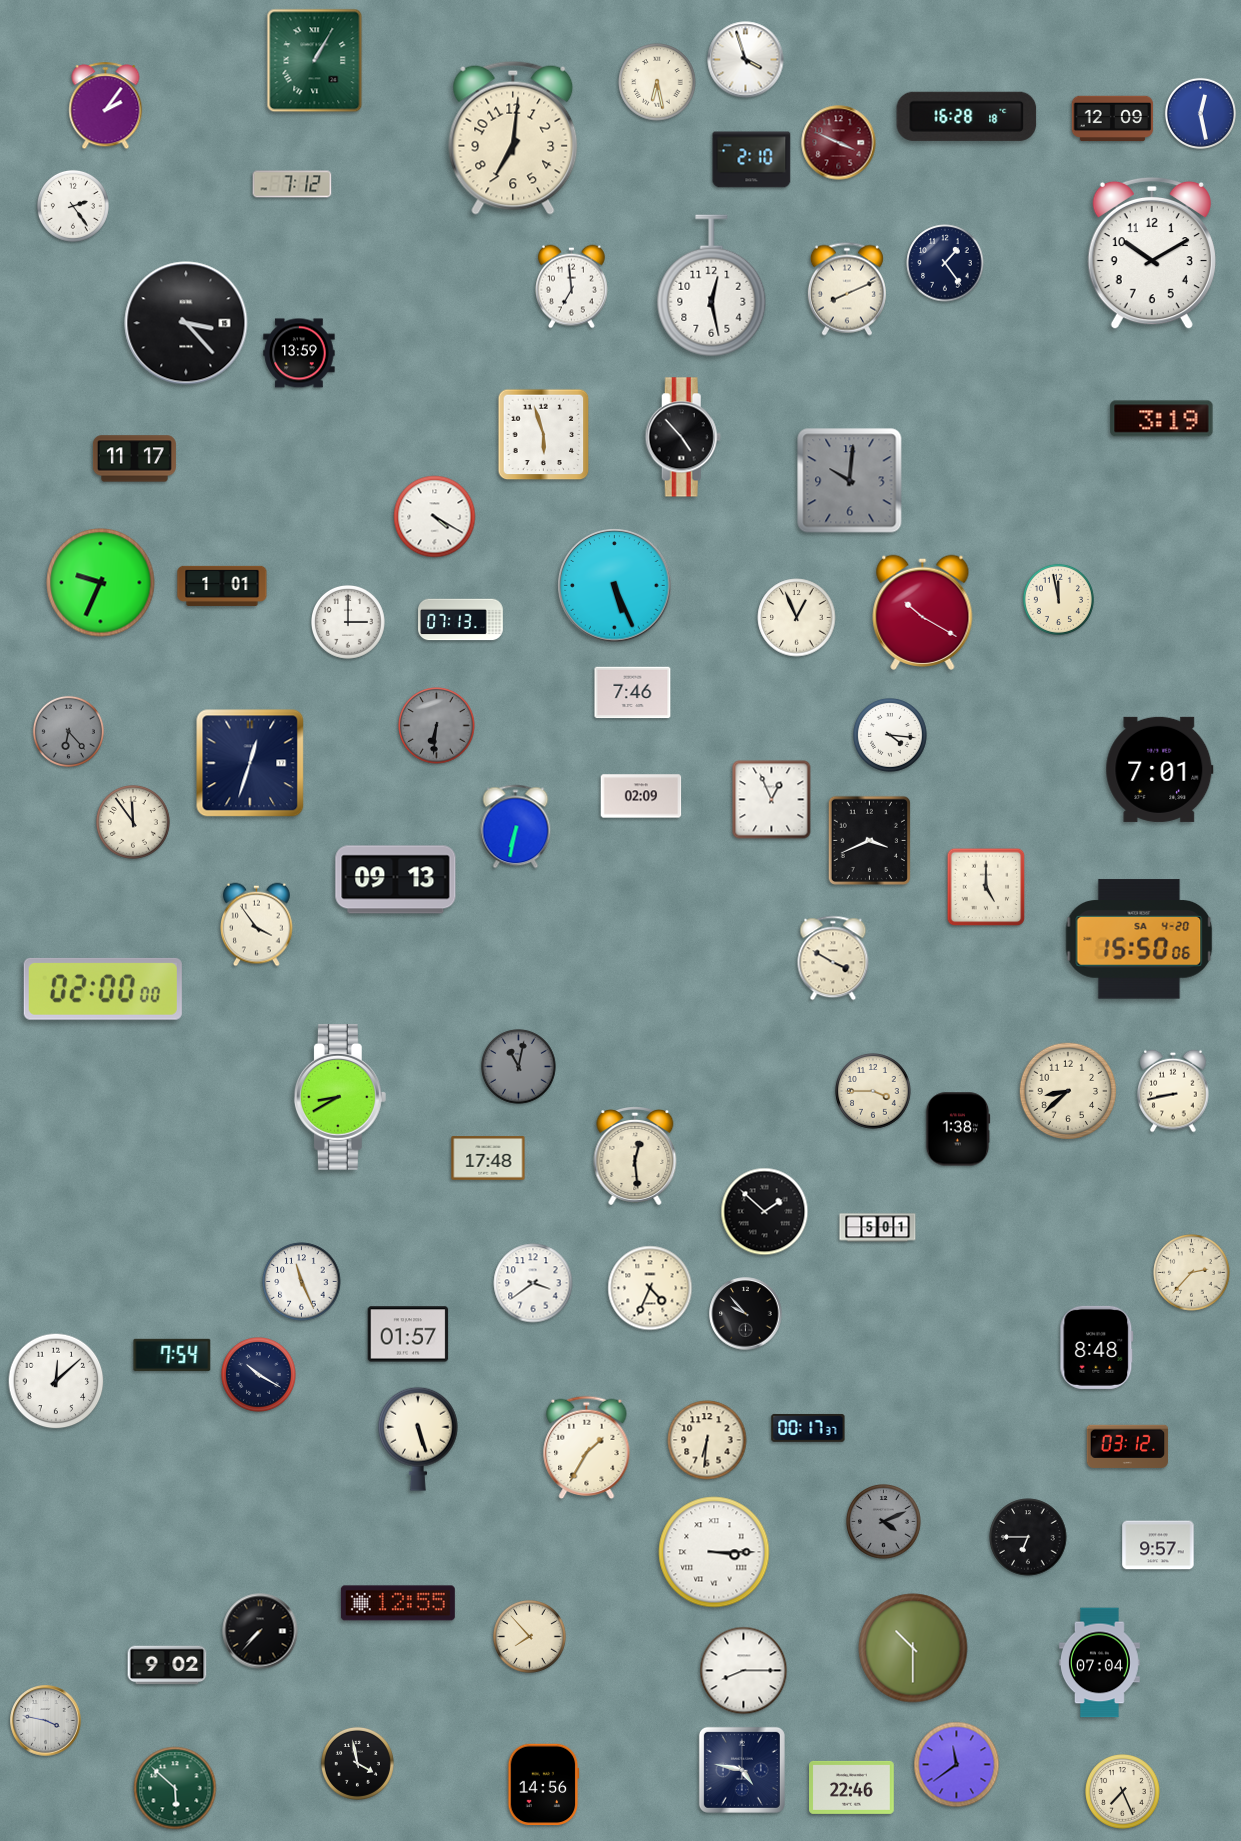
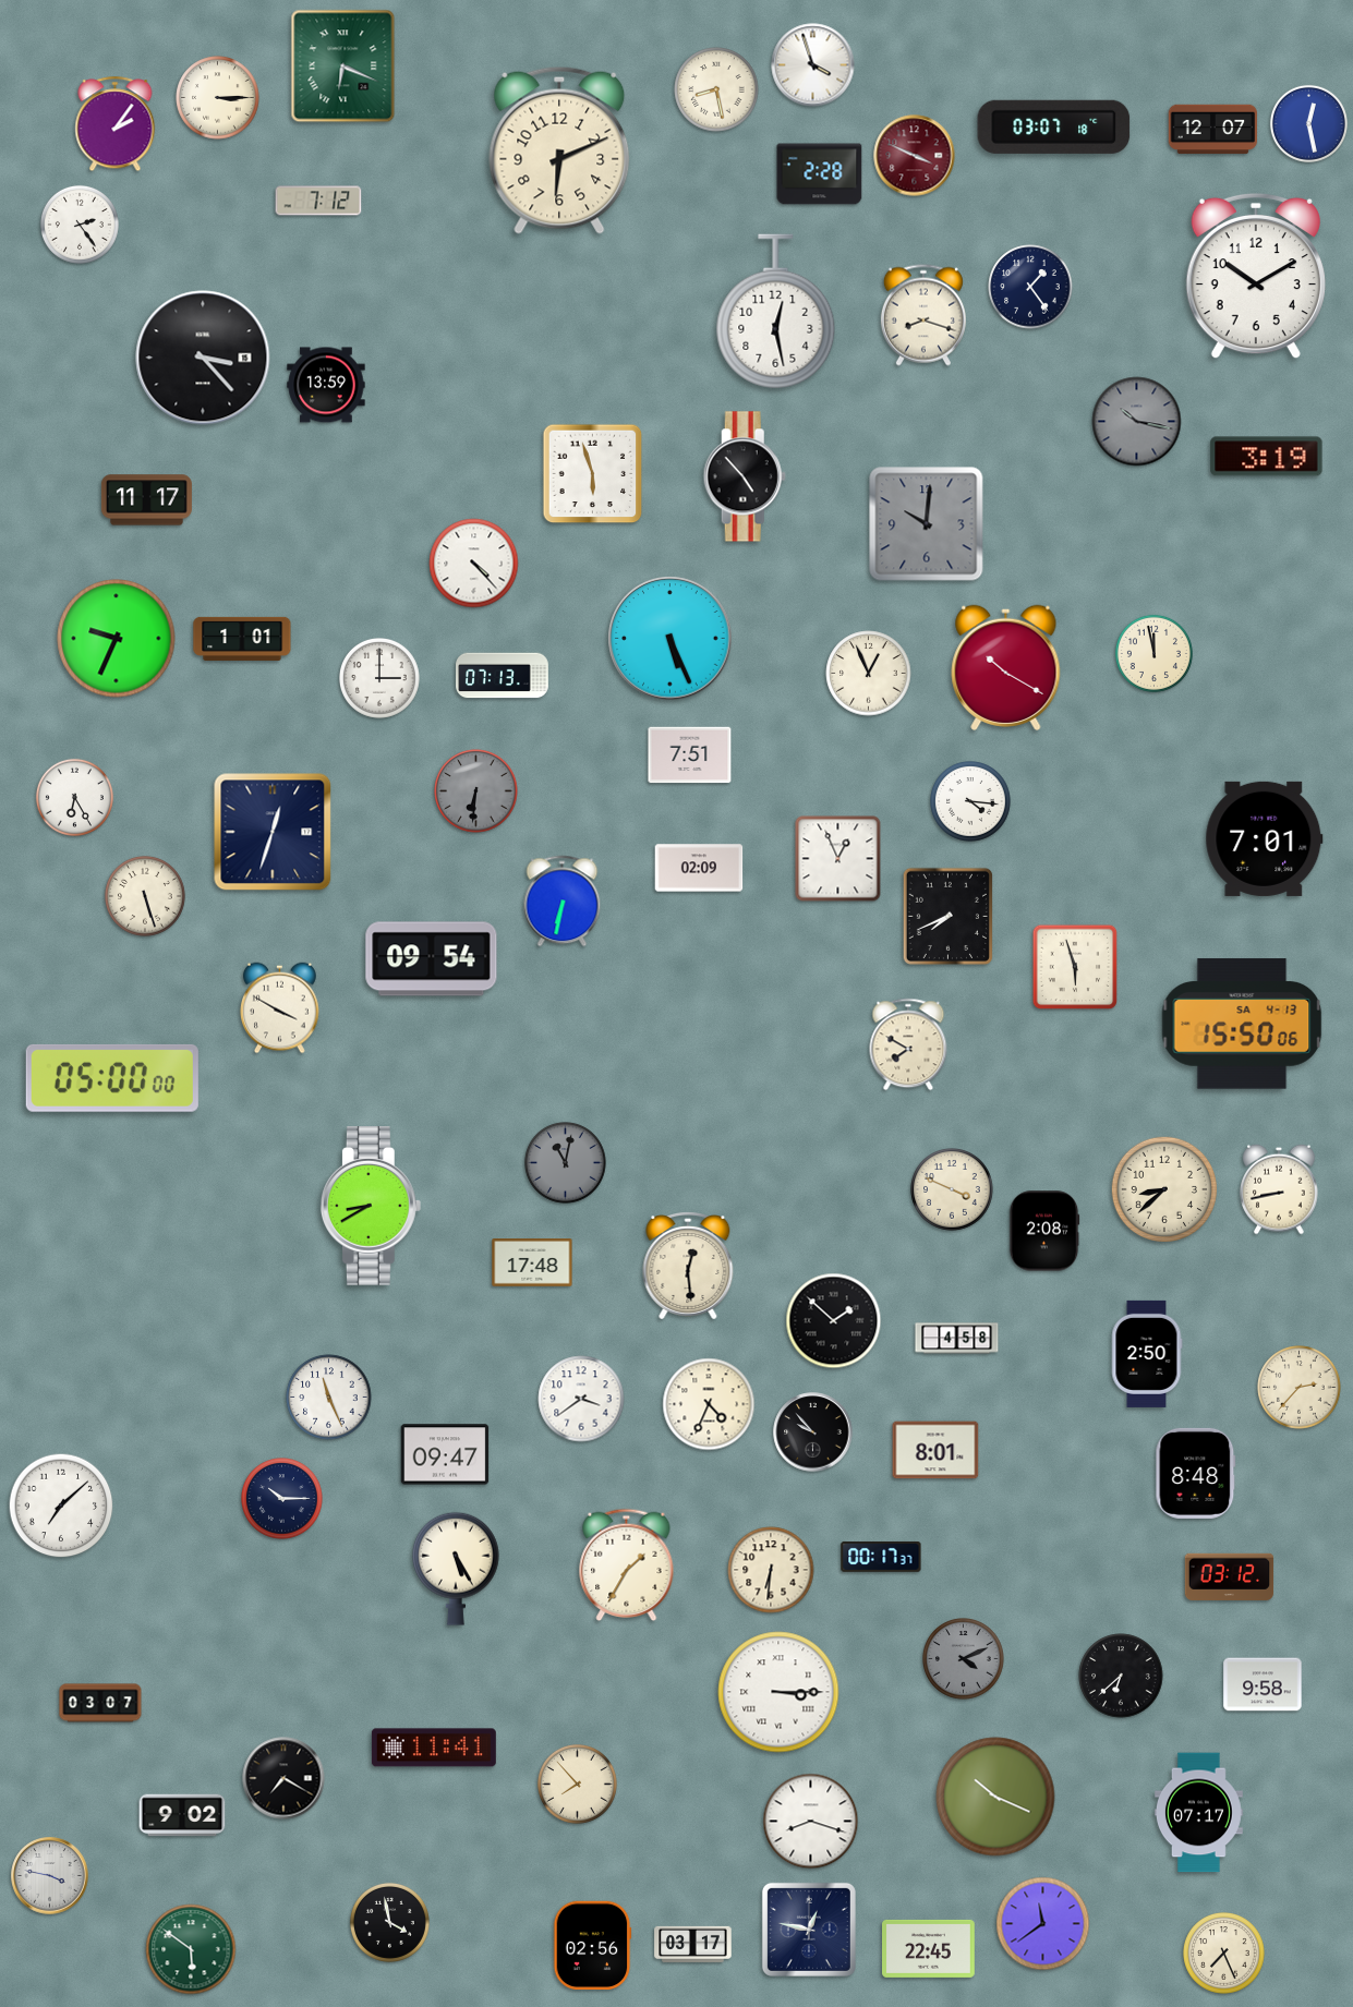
clock at (315, 61): 1:05 -> 6:19
clock at (657, 82): 6:28 -> 8:28
clock at (218, 98): none -> 3:15
clock at (106, 106) position: (106, 106) -> (116, 124)
clock at (967, 116): 16:28 -> 03:07
clock at (1113, 119): 12:09 -> 12:07
clock at (513, 138): 7:01 -> 6:11
clock at (752, 160): 2:10 -> 2:28
clock at (572, 287): 6:59 -> none
clock at (847, 289): 8:11 -> 8:18
clock at (186, 323) position: (186, 323) -> (203, 358)
clock at (1137, 422): none -> 10:17
clock at (435, 517): 4:20 -> 4:23
clock at (101, 583) position: (101, 583) -> (117, 639)
clock at (633, 693): 7:46 -> 7:51
clock at (68, 731): 6:23 -> 6:25
clock at (68, 731) dial: grey -> white
clock at (772, 800) position: (772, 800) -> (838, 859)
clock at (134, 823): 11:54 -> 5:27
clock at (869, 840): 3:41 -> 7:41
clock at (396, 880): 09:13 -> 09:54
clock at (986, 887): 5:00 -> 5:57
clock at (257, 925): 3:54 -> 3:50
clock at (1139, 939) date: SA 4-20 -> SA 4-13
clock at (833, 958): 3:50 -> 7:50
clock at (103, 989): 02:00 -> 05:00
clock at (873, 1091): 3:45 -> 3:49
clock at (340, 1098) position: (340, 1098) -> (371, 1207)
clock at (958, 1129): 1:38 -> 2:08
clock at (635, 1157) position: (635, 1157) -> (688, 1267)
clock at (878, 1228): 5:01 -> 4:58
clock at (1147, 1354): none -> 2:50
clock at (935, 1450): none -> 8:01
clock at (408, 1334): 01:57 -> 09:47
clock at (1097, 1347) position: (1097, 1347) -> (1196, 1473)
clock at (172, 1355): 7:54 -> none
clock at (259, 1375): 10:20 -> 10:15
clock at (56, 1381): 12:08 -> 7:08
clock at (418, 1439): 5:27 -> 5:25
clock at (587, 1448) position: (587, 1448) -> (627, 1565)
clock at (1028, 1537): 6:45 -> 6:38
clock at (1158, 1545): 9:57 -> 9:58
clock at (100, 1703): none -> 03:07
clock at (398, 1603): 12:55 -> 11:41
clock at (260, 1631): 7:37 -> 7:20
clock at (913, 1648): 10:30 -> 10:19
clock at (1099, 1663): 07:04 -> 07:17
clock at (744, 1671): 8:15 -> 8:18
clock at (742, 1770): 4:47 -> 12:47
clock at (693, 1944): none -> 03:17
clock at (543, 1785): 14:56 -> 02:56
clock at (852, 1787): 22:46 -> 22:45
clock at (175, 1788): 5:52 -> 5:51
